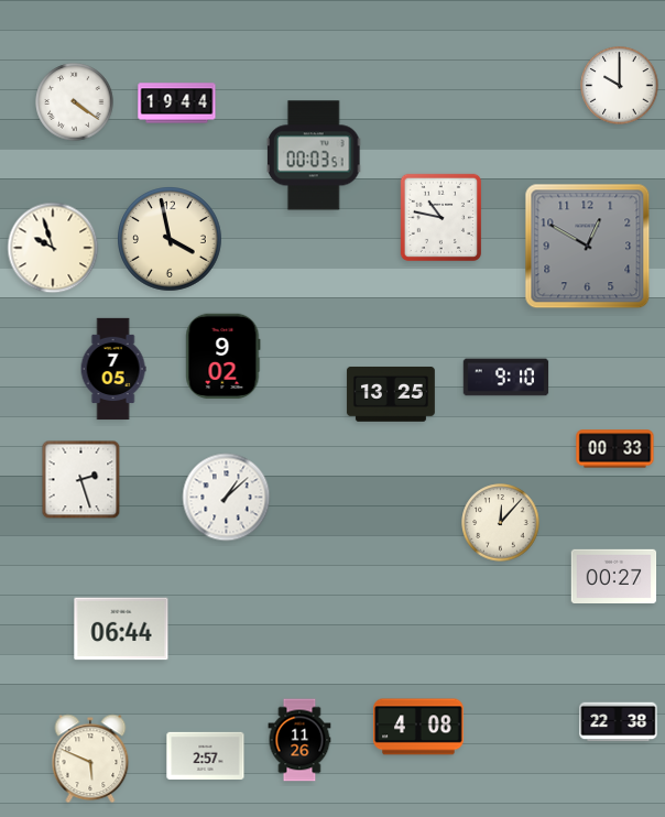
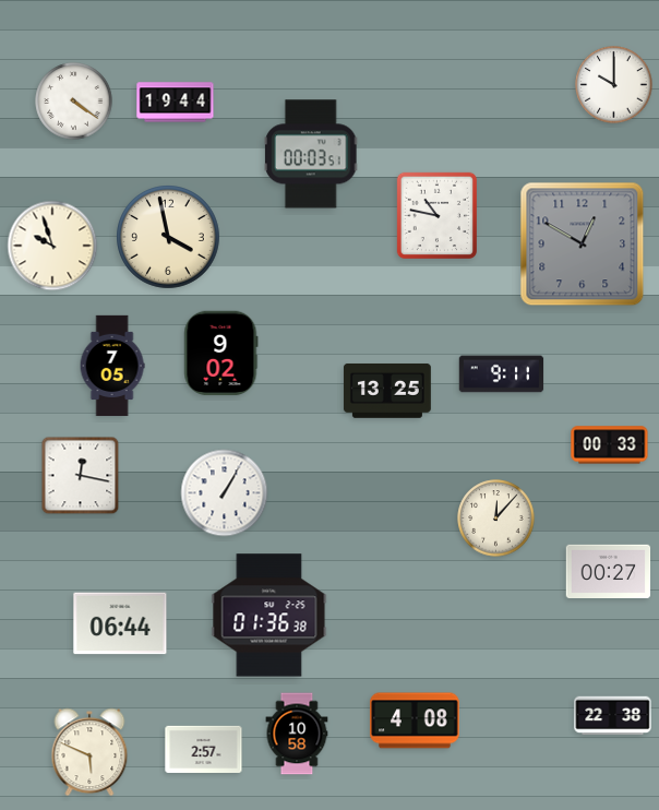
clock at (506, 378): 9:10 -> 9:11
clock at (81, 480): 2:27 -> 12:17
clock at (227, 498): 1:08 -> 1:05
clock at (269, 616): none -> 01:36
clock at (299, 740): 11:26 -> 10:58
